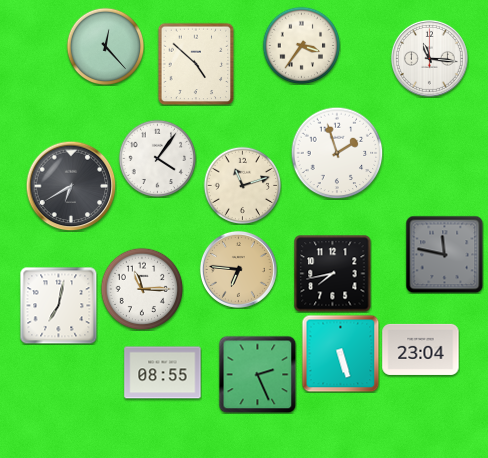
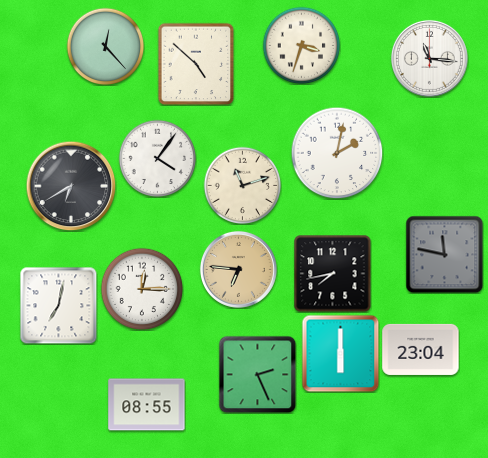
clock at (301, 45): 3:36 -> 3:33
clock at (337, 153): 1:57 -> 2:02
clock at (142, 289): 11:15 -> 12:15
clock at (340, 353): 5:27 -> 6:00
clock at (163, 373) position: (163, 373) -> (147, 405)
